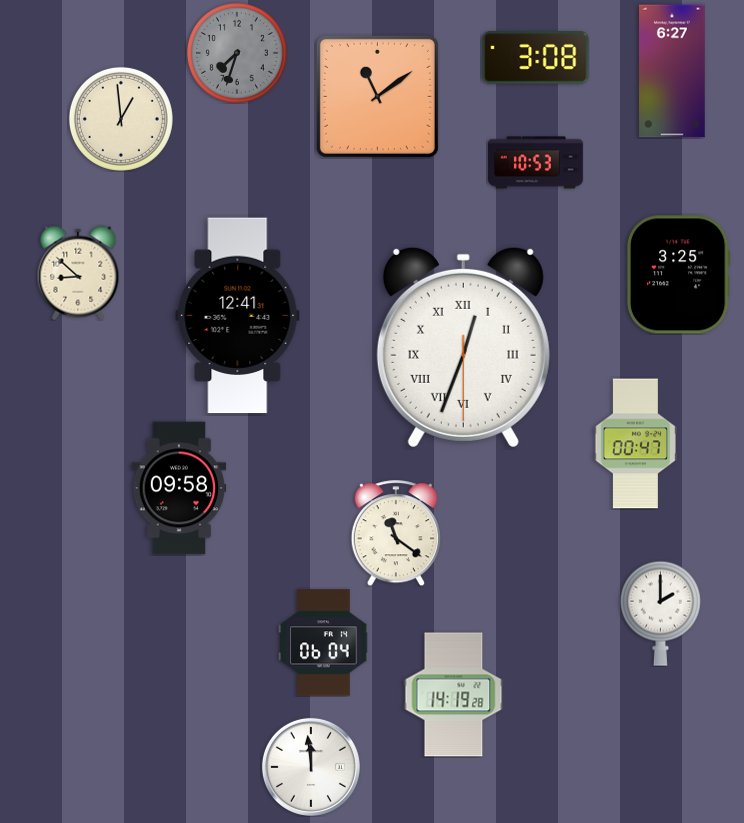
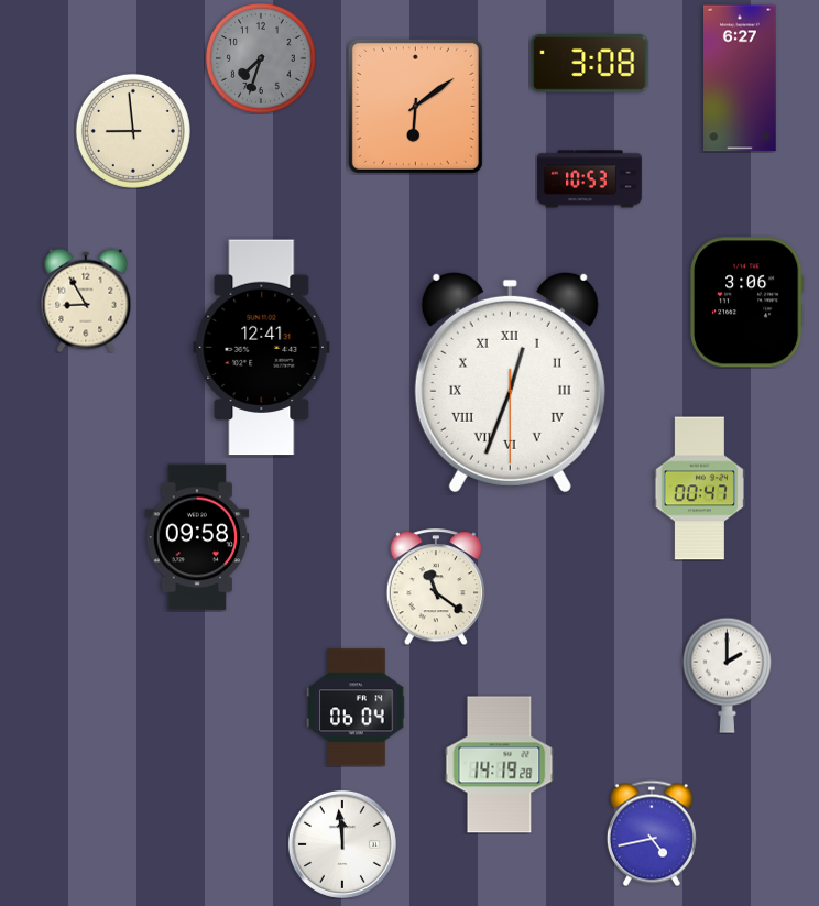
clock at (377, 96): 11:09 -> 6:09
clock at (121, 119): 12:59 -> 8:59
clock at (78, 273): 8:52 -> 8:55
clock at (678, 275): 3:25 -> 3:06
clock at (652, 833): none -> 4:43
